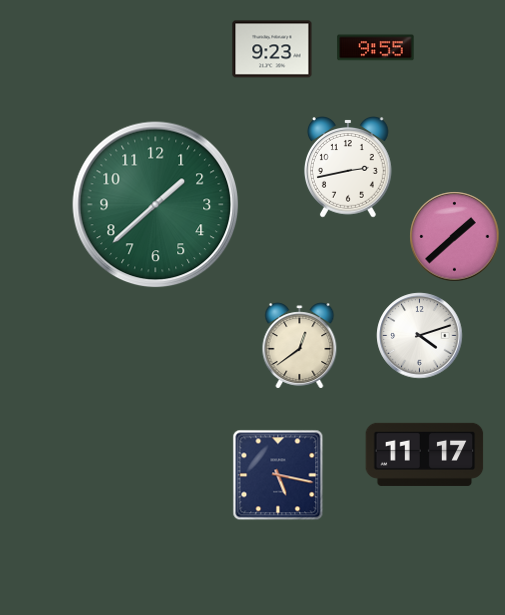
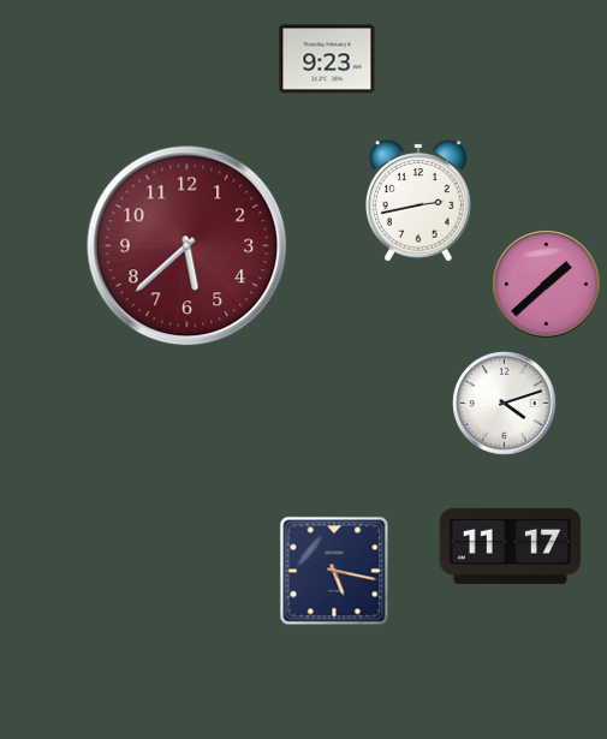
clock at (376, 48): 9:55 -> none
clock at (156, 205): 1:38 -> 5:38
clock at (156, 205) dial: green -> burgundy
clock at (300, 346): 12:39 -> none
